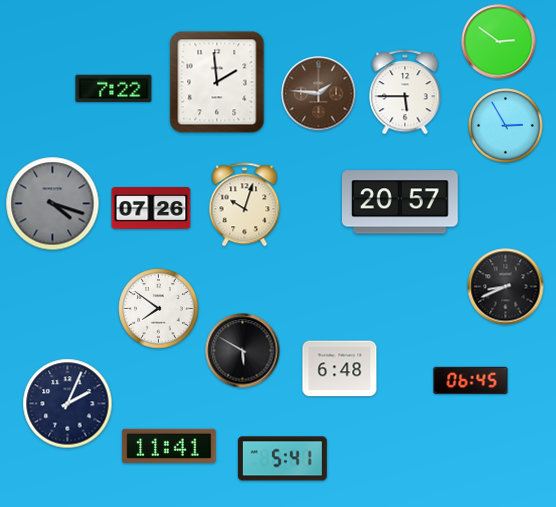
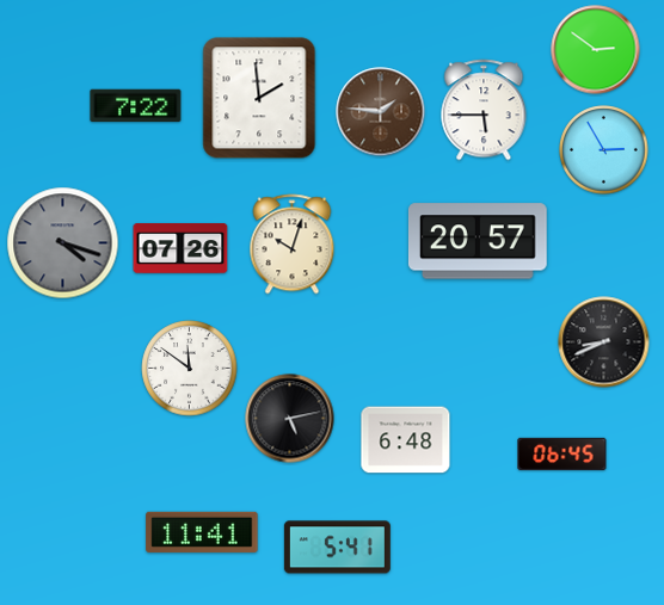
clock at (159, 309): 7:51 -> 11:51
clock at (243, 351): 5:50 -> 5:13
clock at (68, 404): 2:04 -> none
